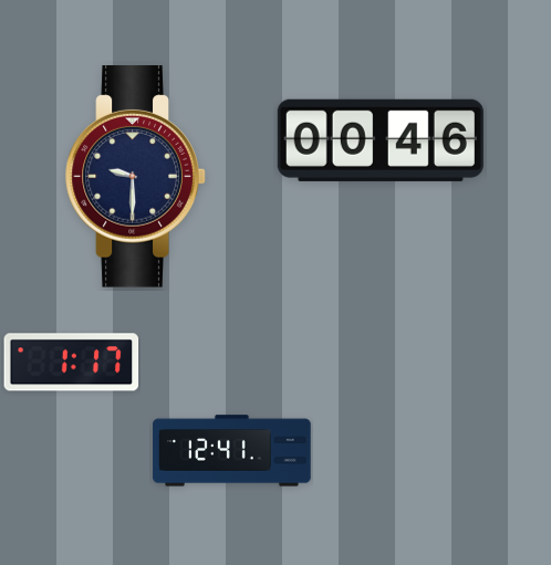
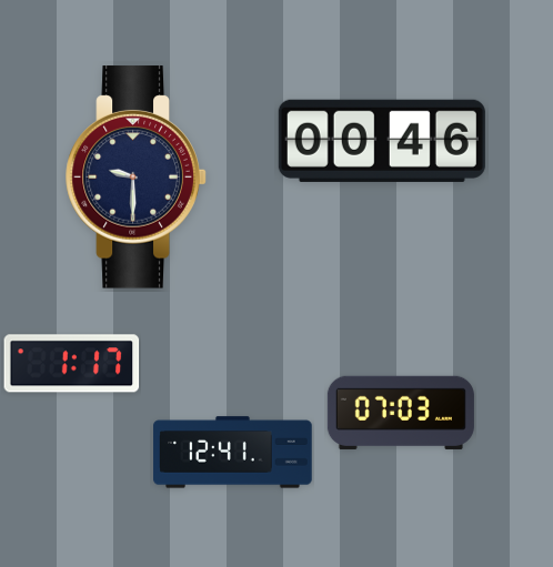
clock at (401, 413): none -> 07:03
